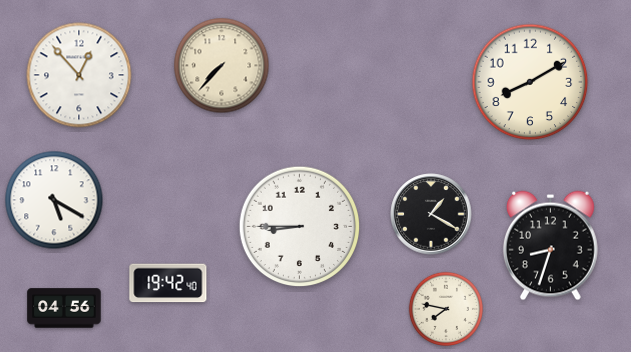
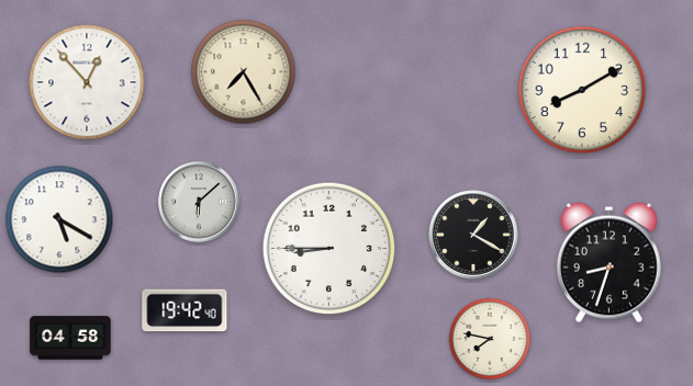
clock at (222, 66): 7:37 -> 7:25
clock at (199, 202): none -> 6:08
clock at (550, 246) position: (550, 246) -> (608, 263)
clock at (64, 308): 04:56 -> 04:58
